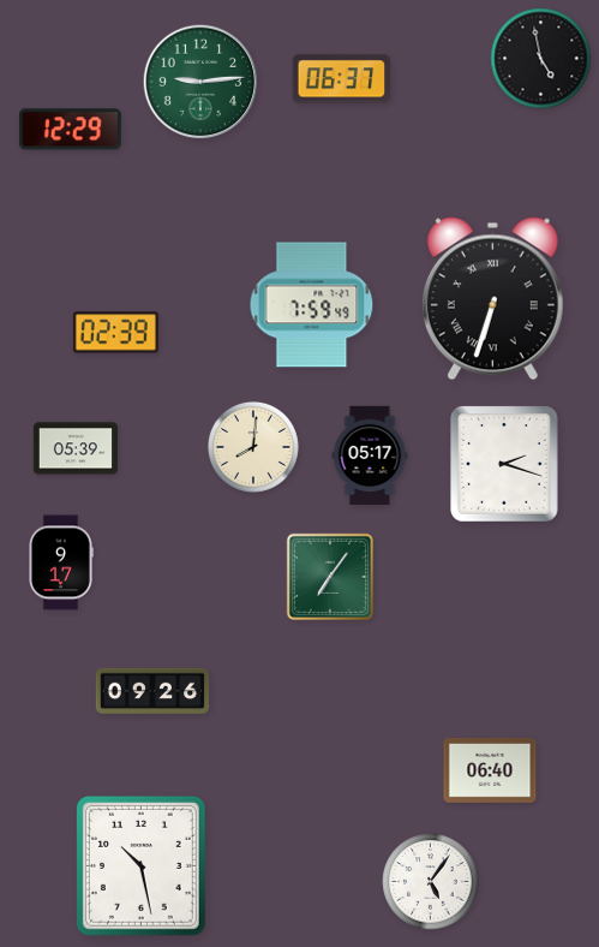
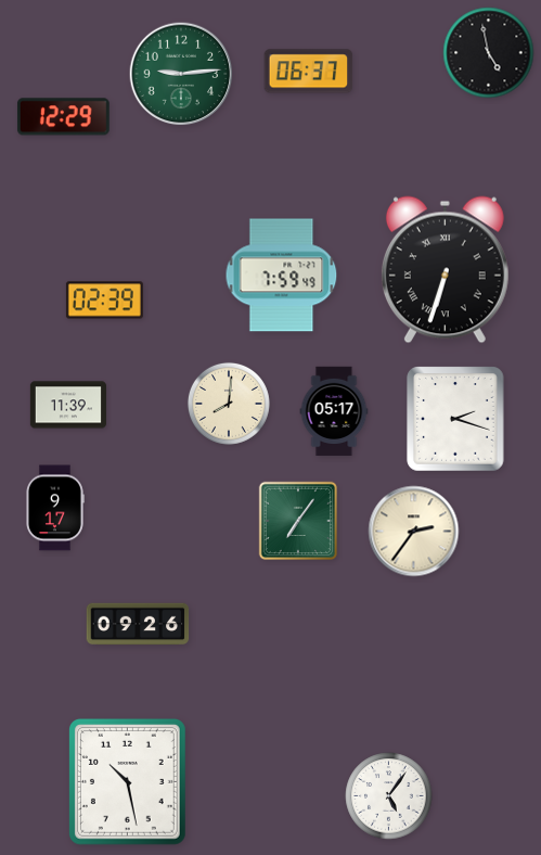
clock at (76, 448): 05:39 -> 11:39
clock at (414, 532): none -> 2:36
clock at (490, 770): 06:40 -> none
